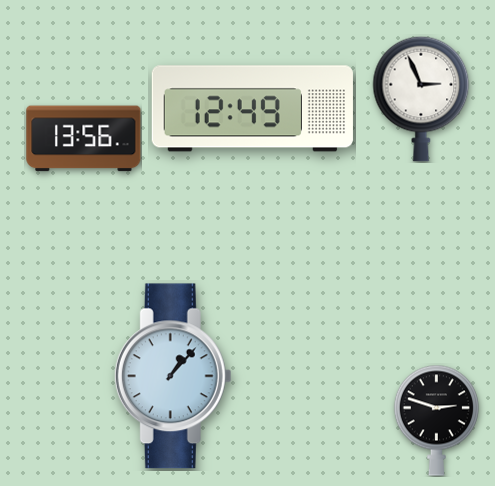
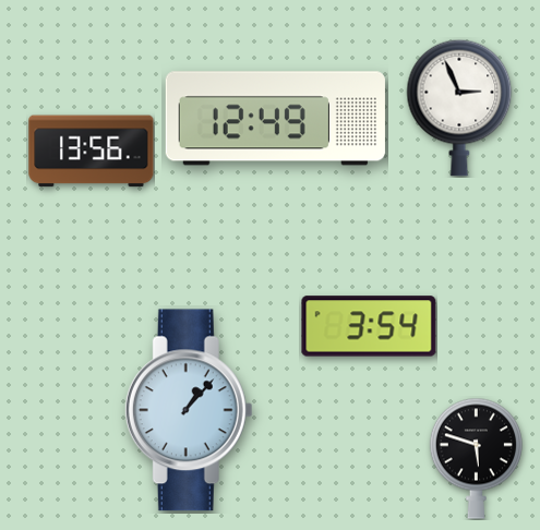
clock at (369, 326): none -> 3:54
clock at (436, 420): 2:48 -> 5:48
